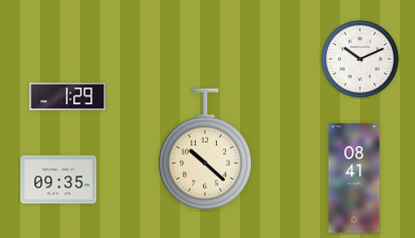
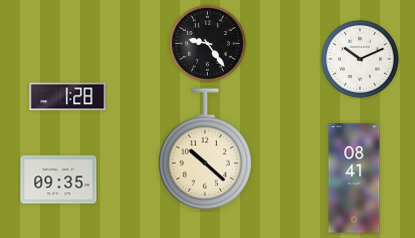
clock at (208, 44): none -> 9:24
clock at (68, 97): 1:29 -> 1:28
